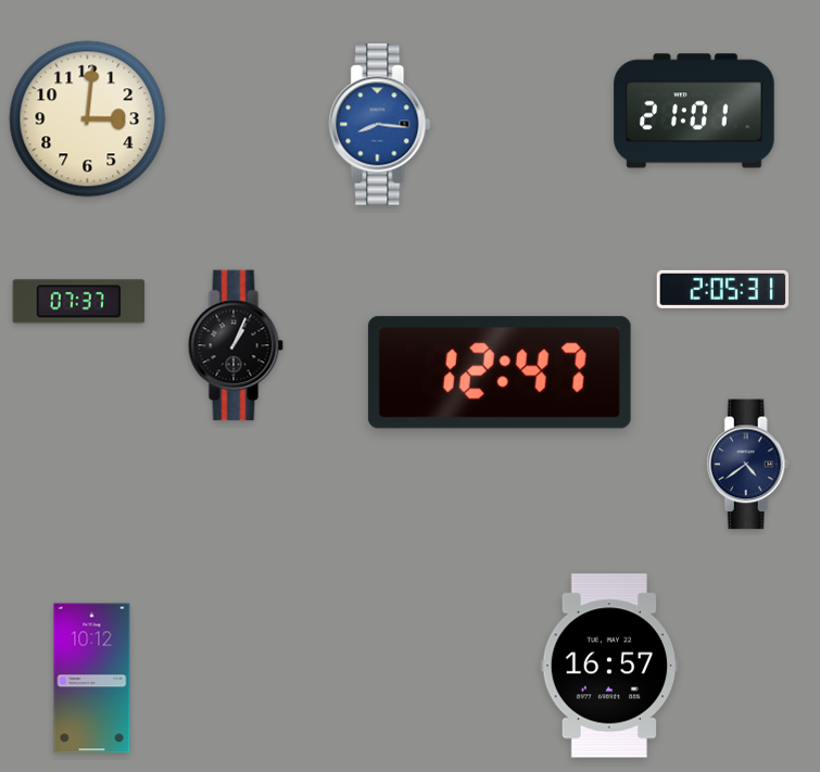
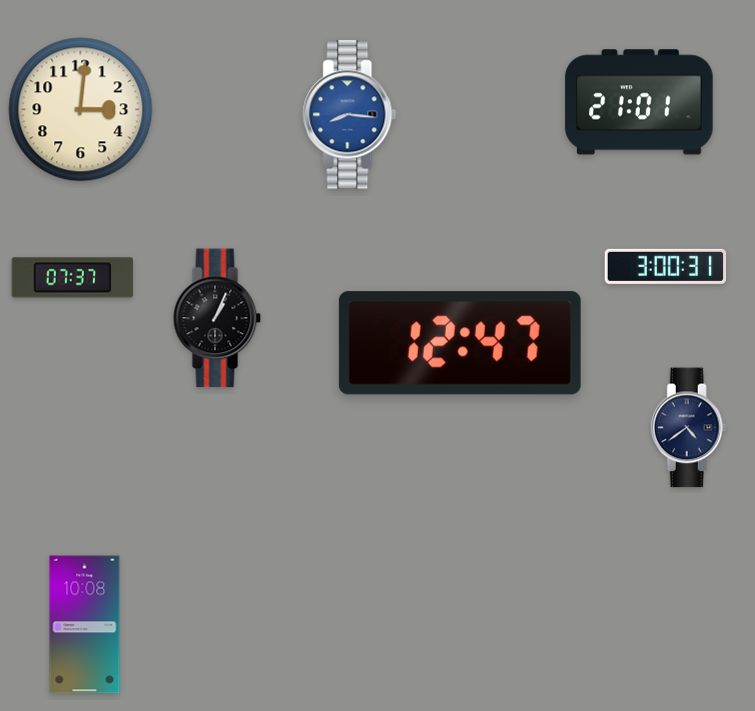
clock at (723, 289): 2:05 -> 3:00
clock at (609, 666): 16:57 -> none
clock at (92, 679): 10:12 -> 10:08
